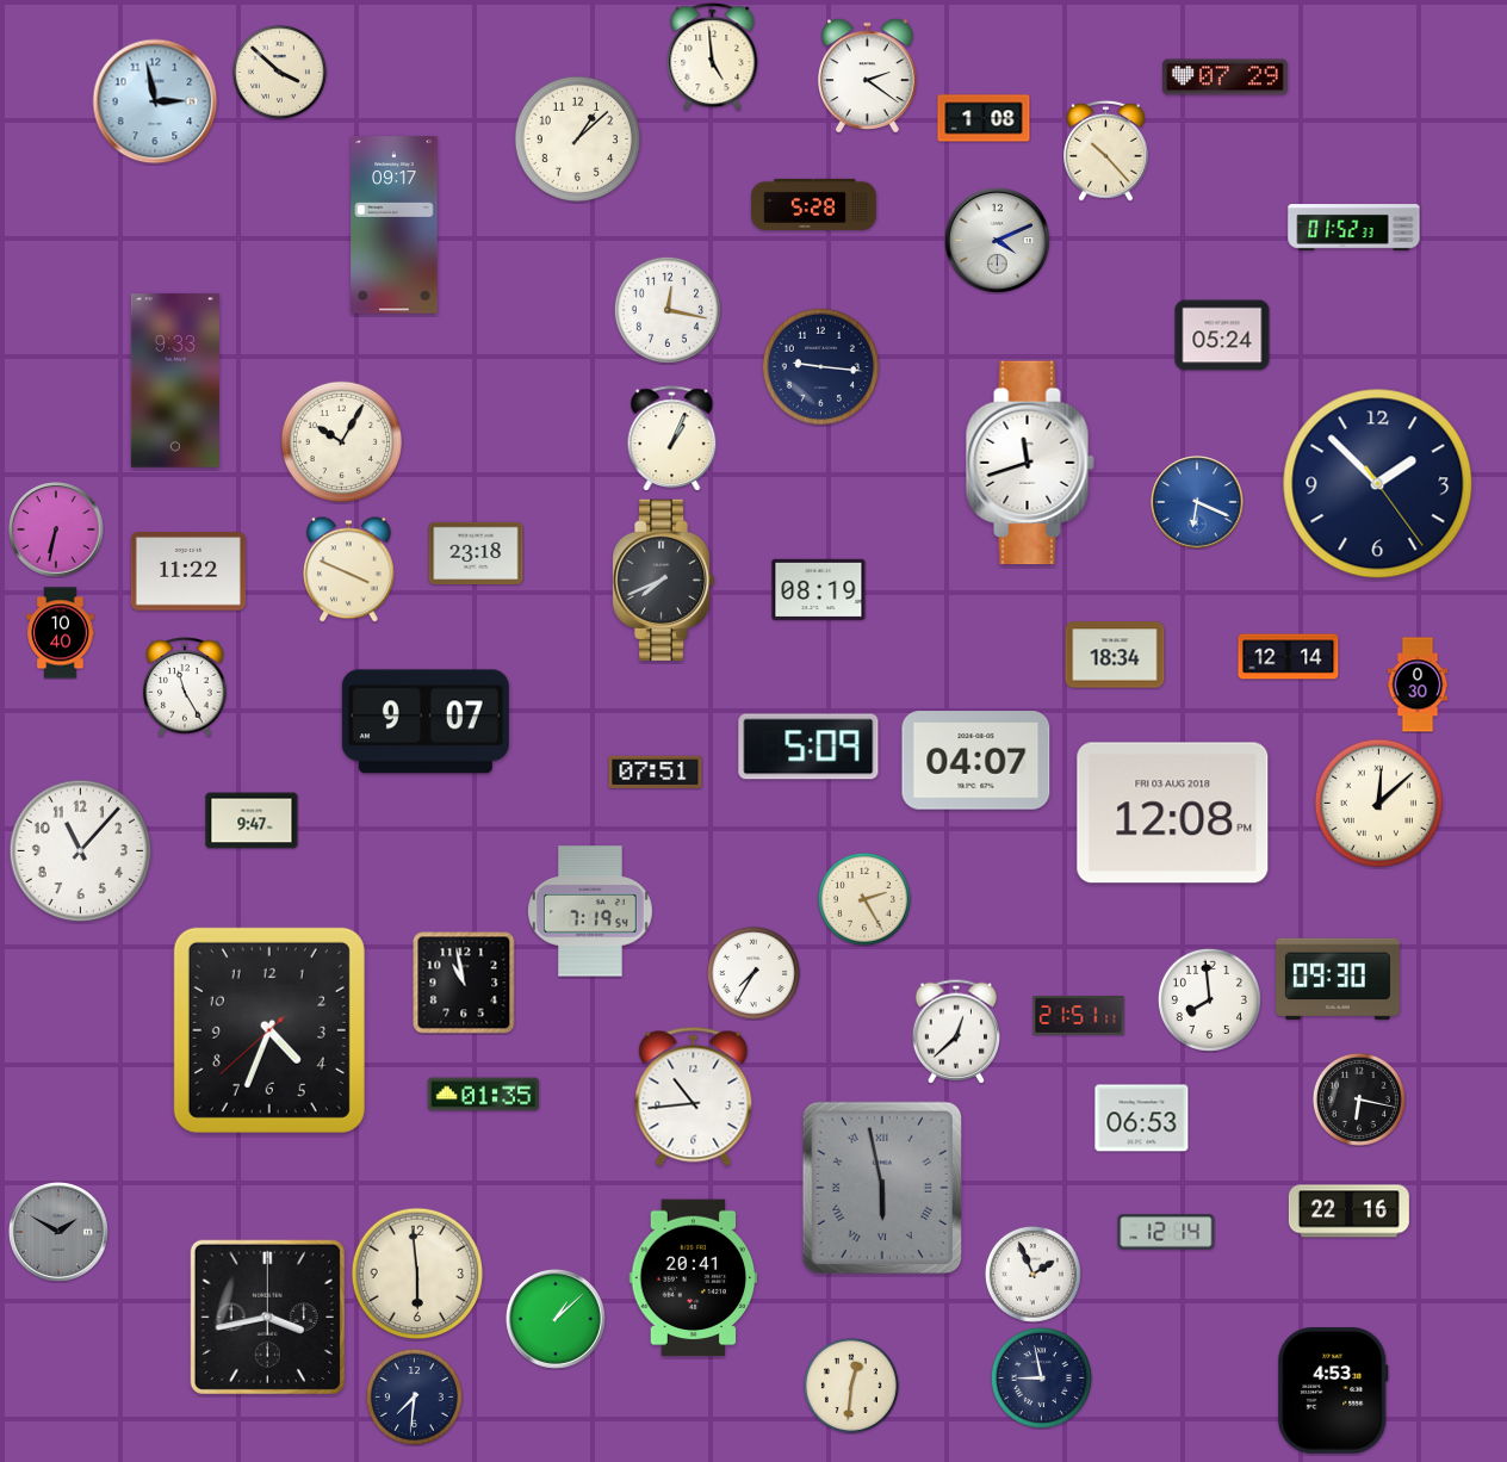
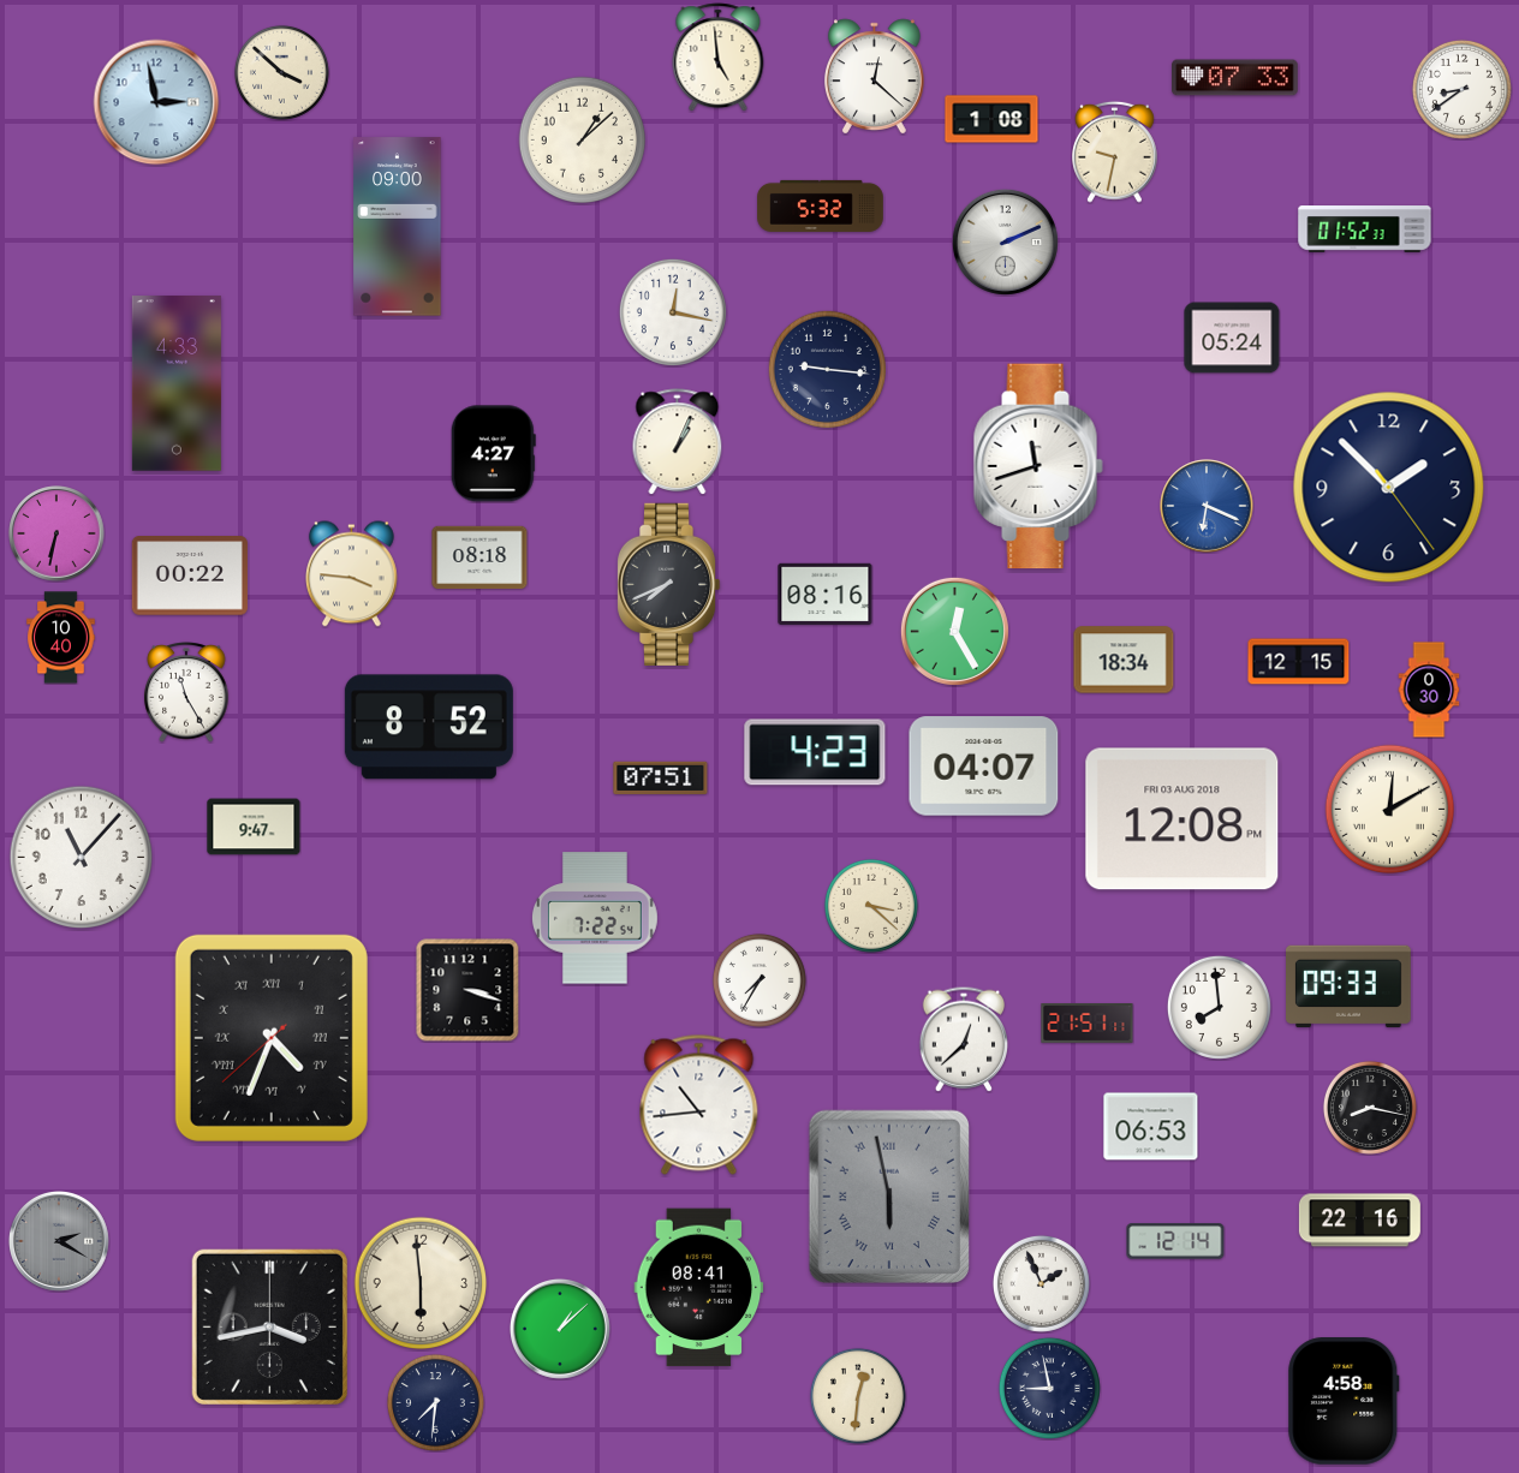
clock at (868, 76): 2:21 -> 12:22
clock at (1226, 78): 07:29 -> 07:33
clock at (1461, 89): none -> 8:39
clock at (1106, 150): 10:23 -> 9:32
clock at (814, 204): 5:28 -> 5:32
clock at (395, 225): 09:17 -> 09:00
clock at (997, 240): 4:11 -> 2:11
clock at (175, 380): 9:33 -> 4:33
clock at (341, 441): 10:05 -> none
clock at (493, 454): none -> 4:27
clock at (476, 553): 23:18 -> 08:18
clock at (349, 570): 3:49 -> 3:46
clock at (188, 572): 11:22 -> 00:22
clock at (819, 589): 08:19 -> 08:16
clock at (954, 631): none -> 12:25
clock at (1289, 657): 12:14 -> 12:15
clock at (426, 721): 9:07 -> 8:52
clock at (808, 747): 5:09 -> 4:23
clock at (1379, 804): 12:08 -> 12:10
clock at (864, 899): 2:25 -> 3:22
clock at (590, 911): 7:19 -> 7:22
clock at (1339, 979): 09:30 -> 09:33
clock at (464, 983): 10:58 -> 3:18
clock at (269, 1030) numerals: Arabic -> Roman
clock at (484, 1095): 01:35 -> none
clock at (1359, 1099): 6:17 -> 8:17
clock at (58, 1232): 1:50 -> 2:20
clock at (694, 1278): 20:41 -> 08:41
clock at (1333, 1390): 4:53 -> 4:58
clock at (414, 1396) position: (414, 1396) -> (435, 1402)
